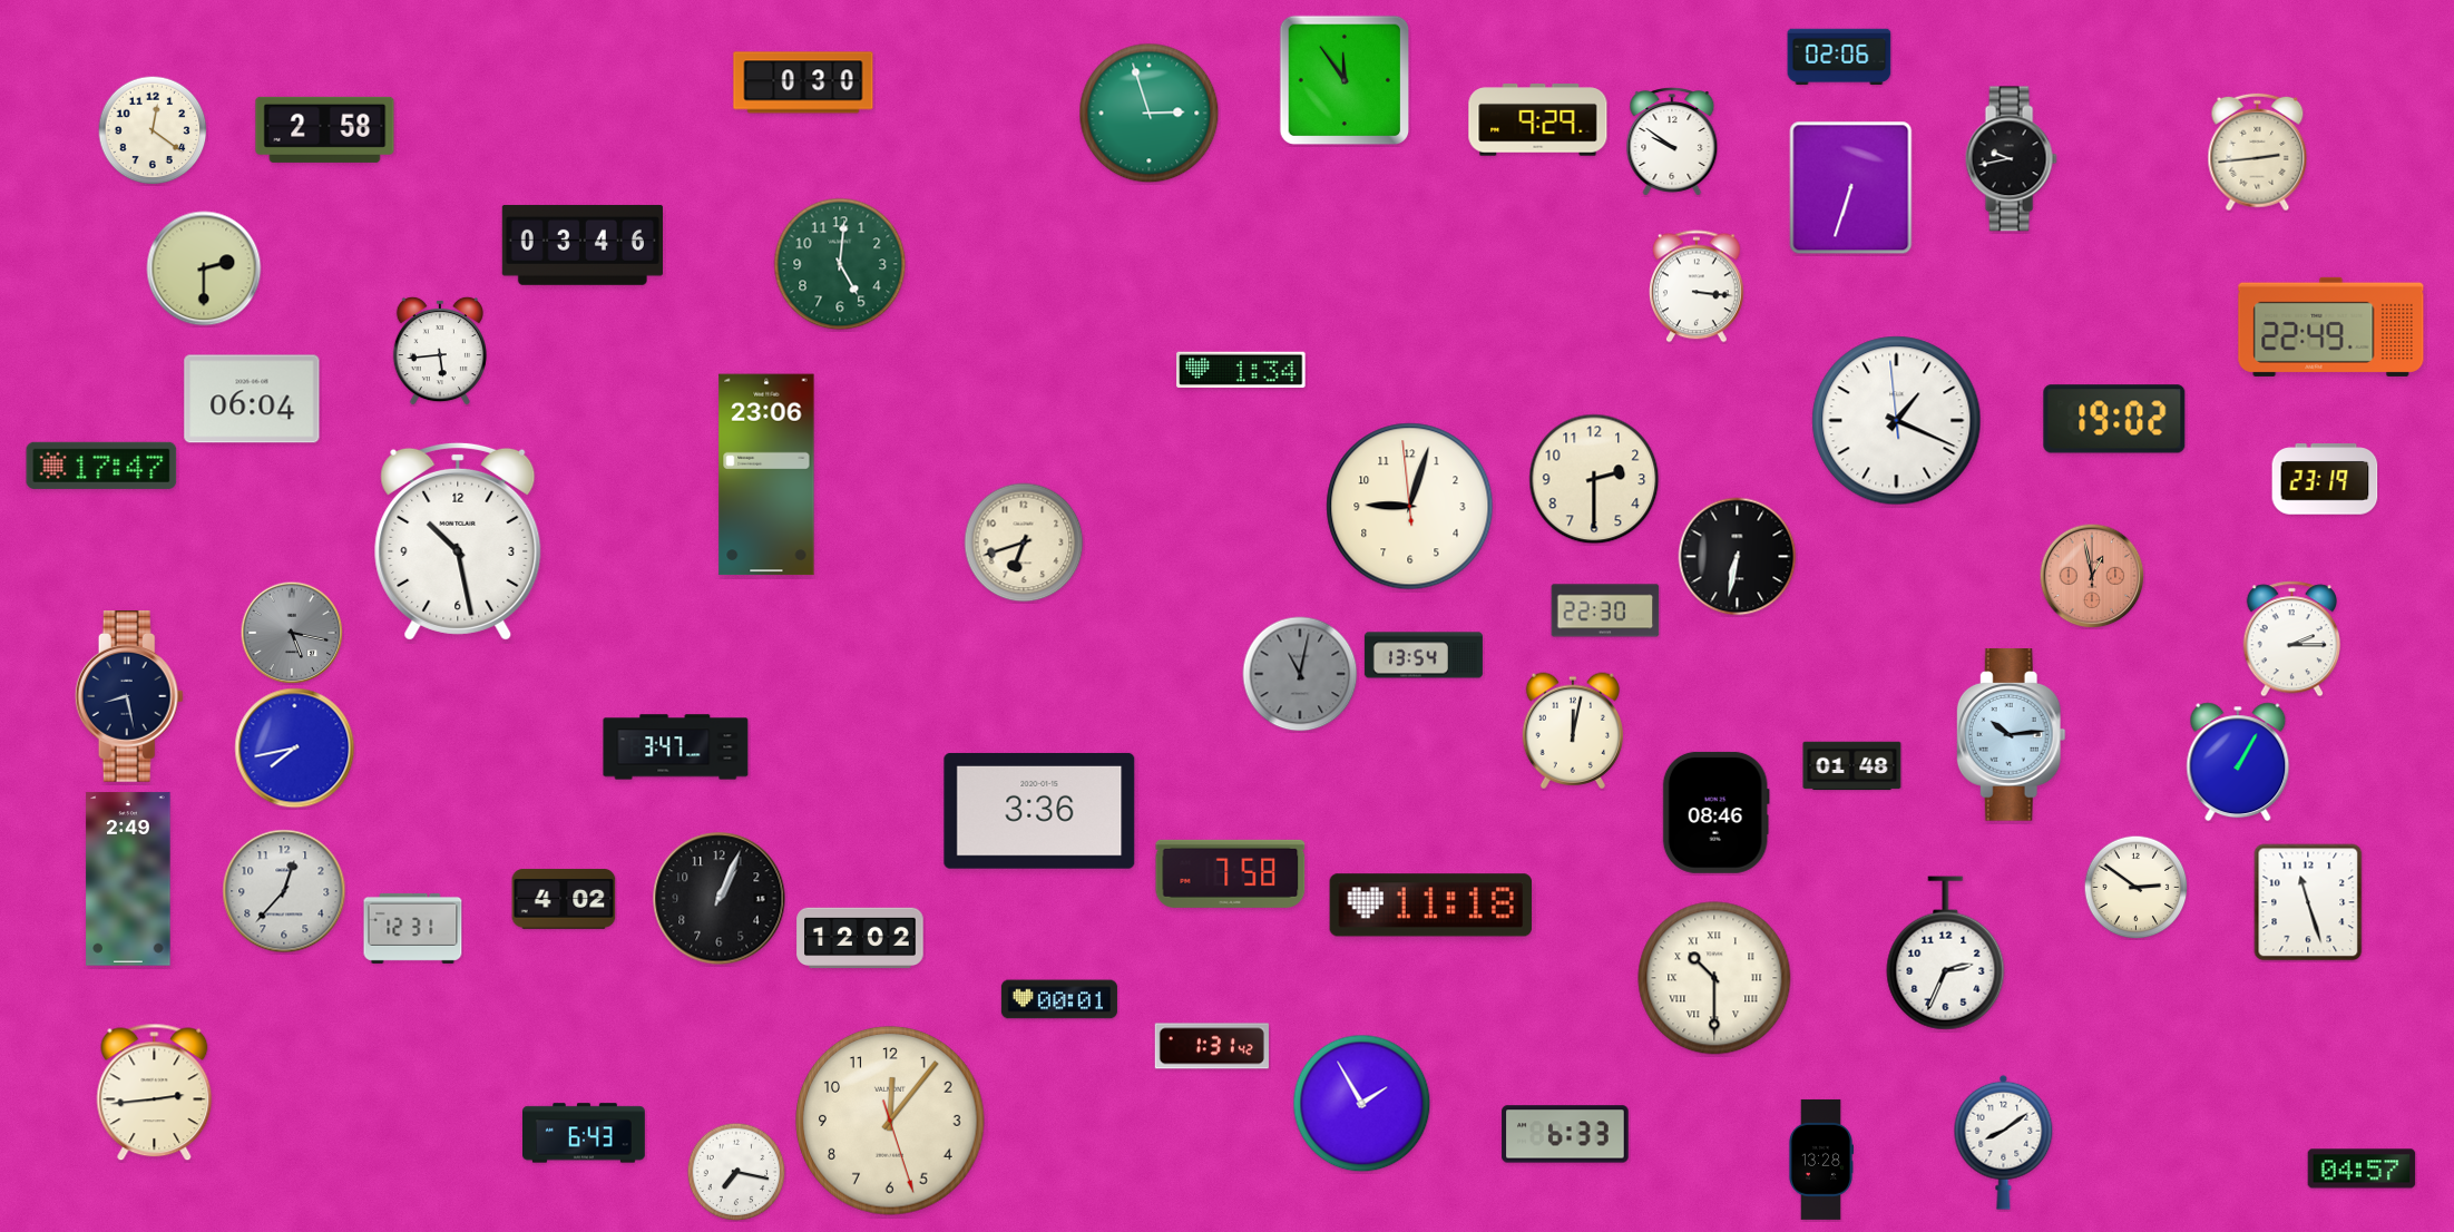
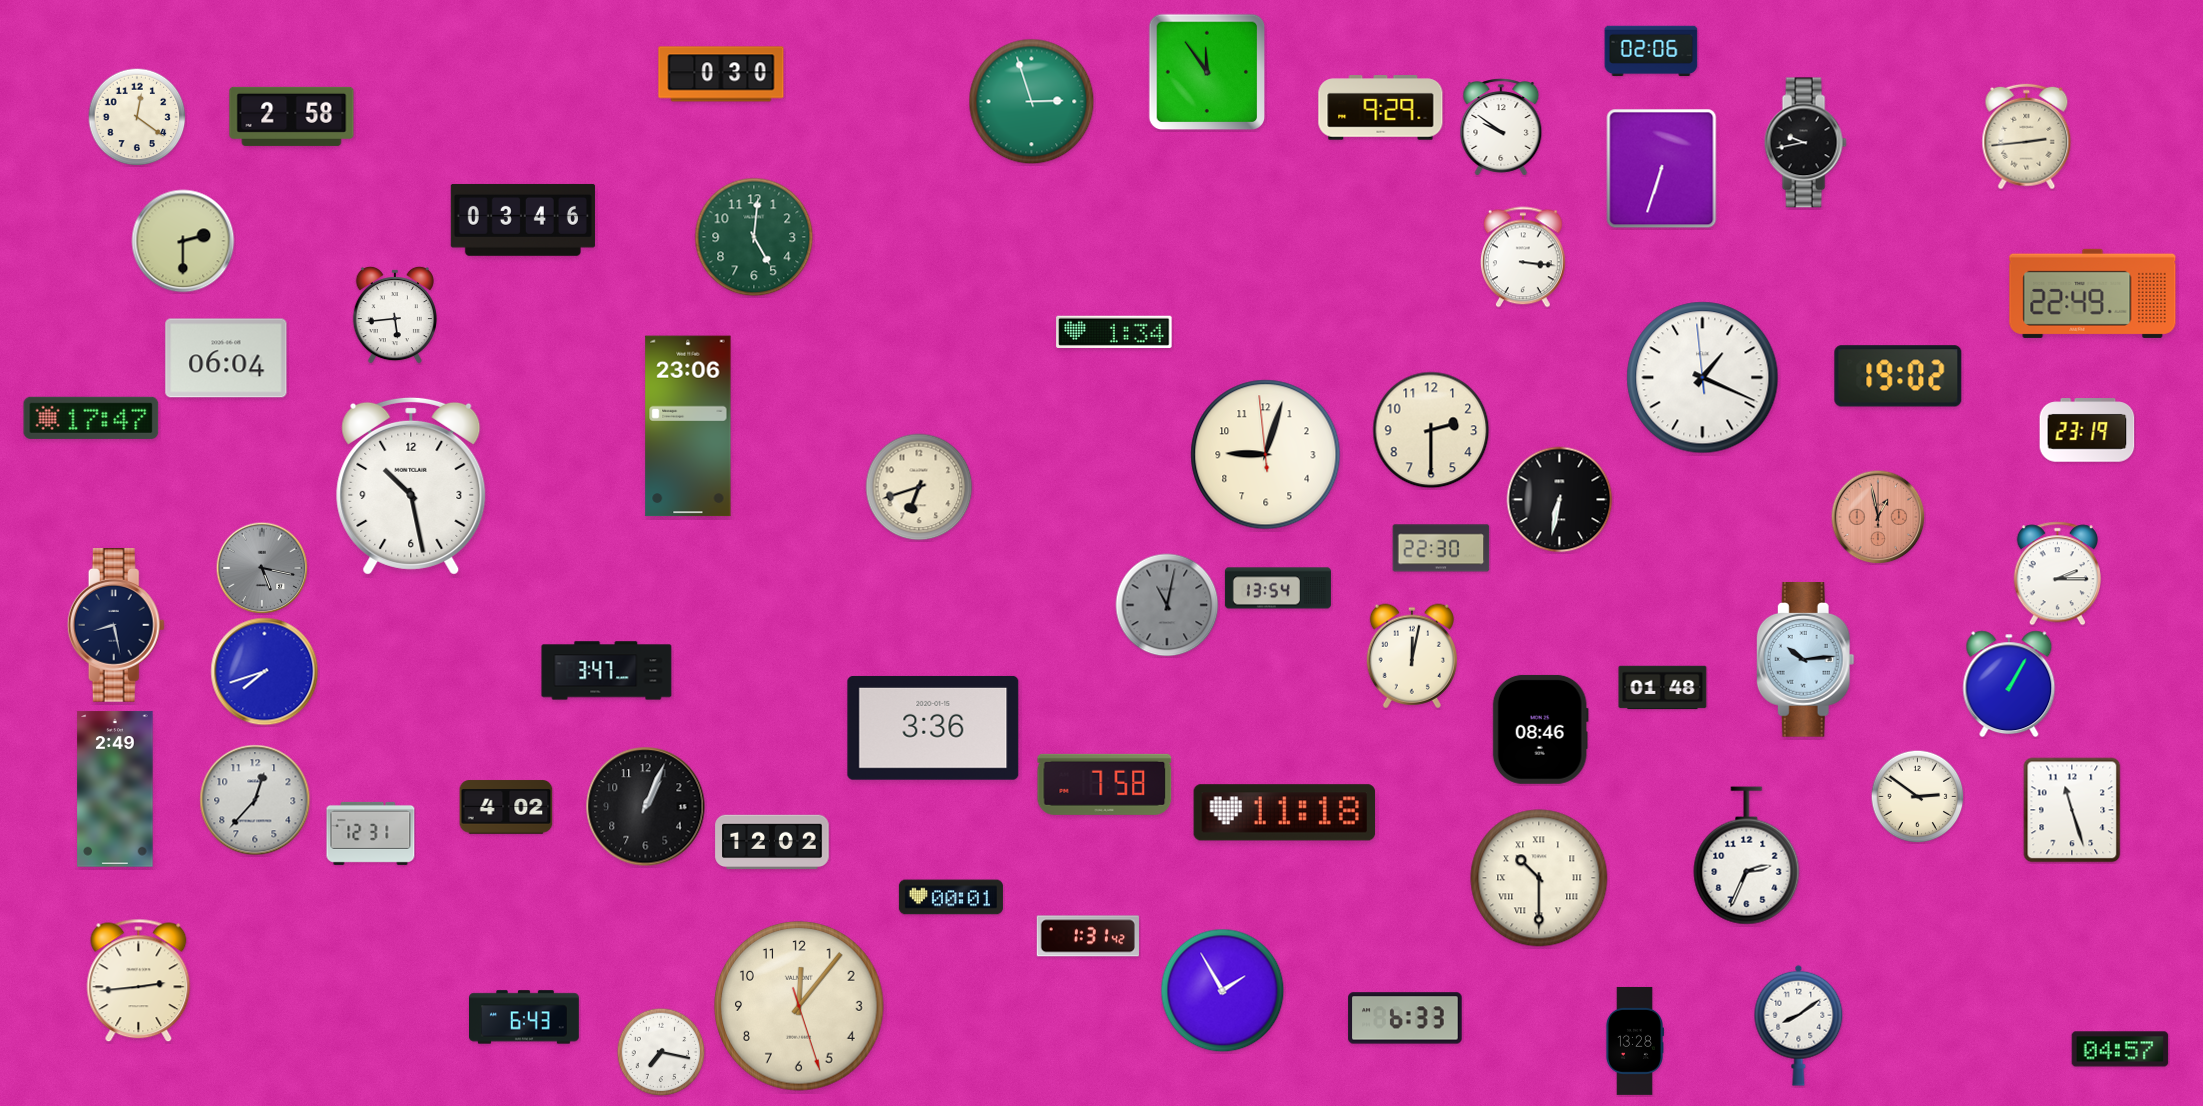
clock at (295, 749): 7:43 -> 7:42
clock at (1212, 1046) position: (1212, 1046) -> (1088, 936)
